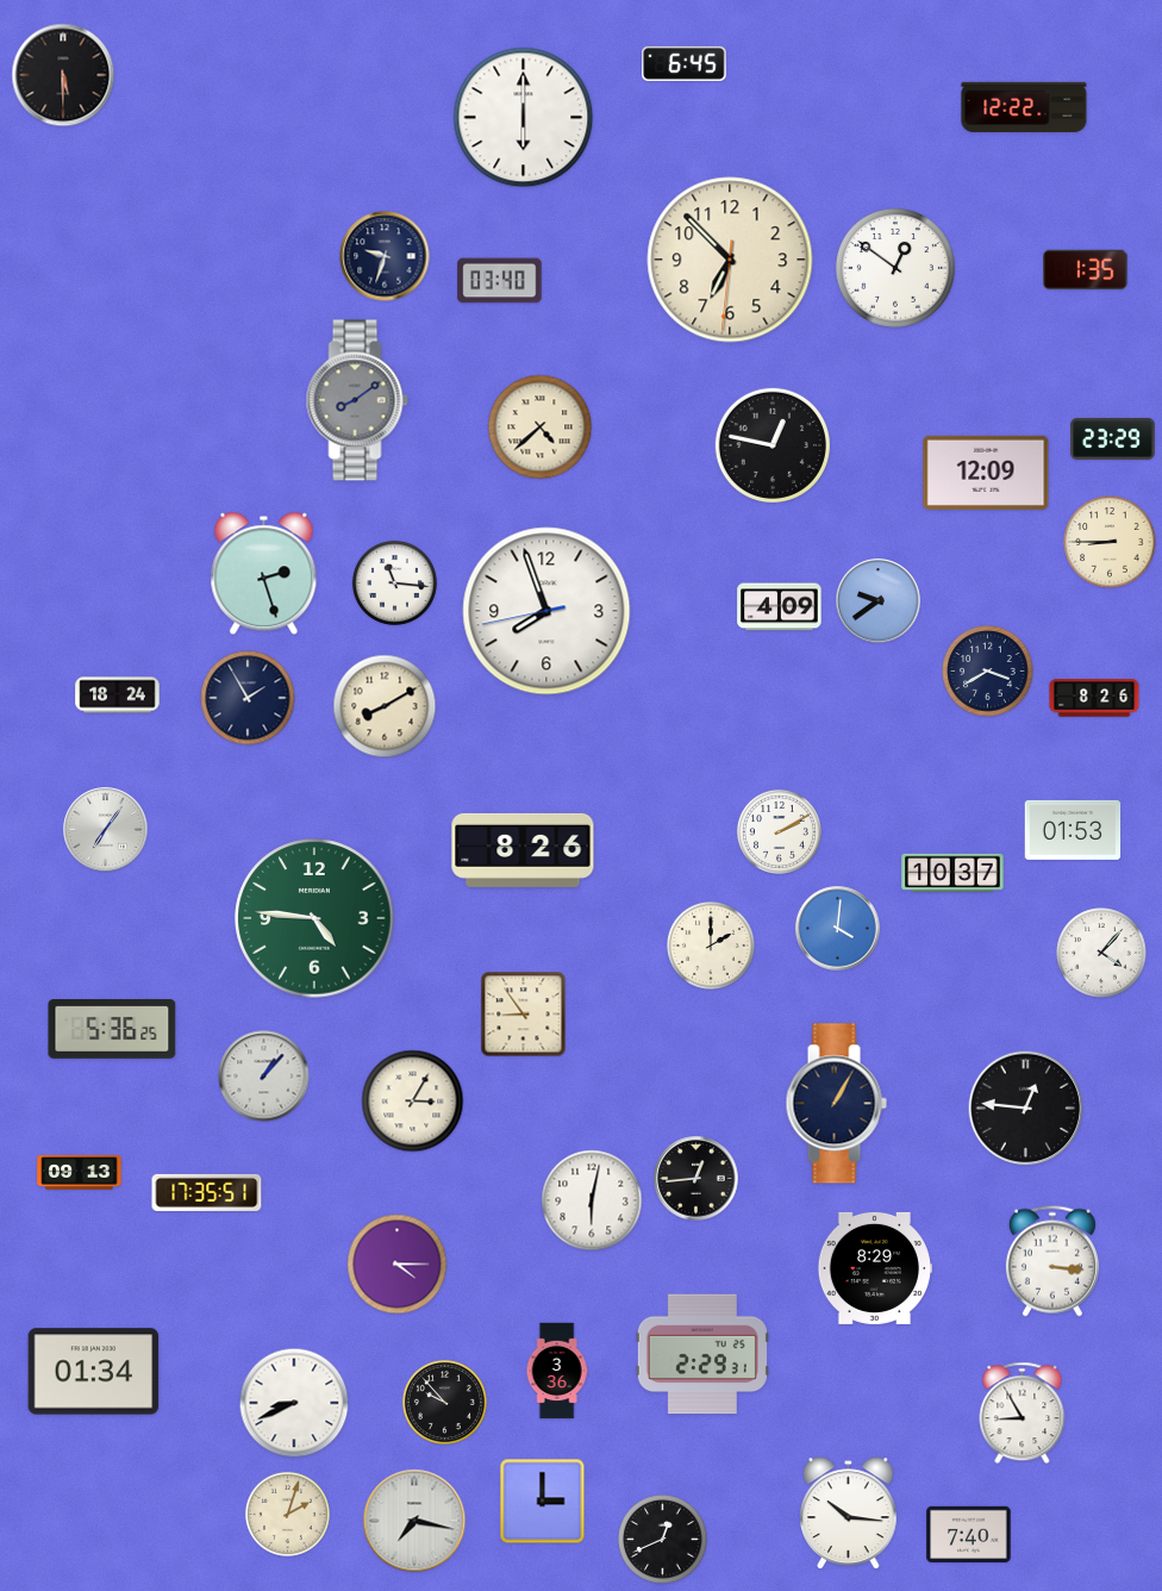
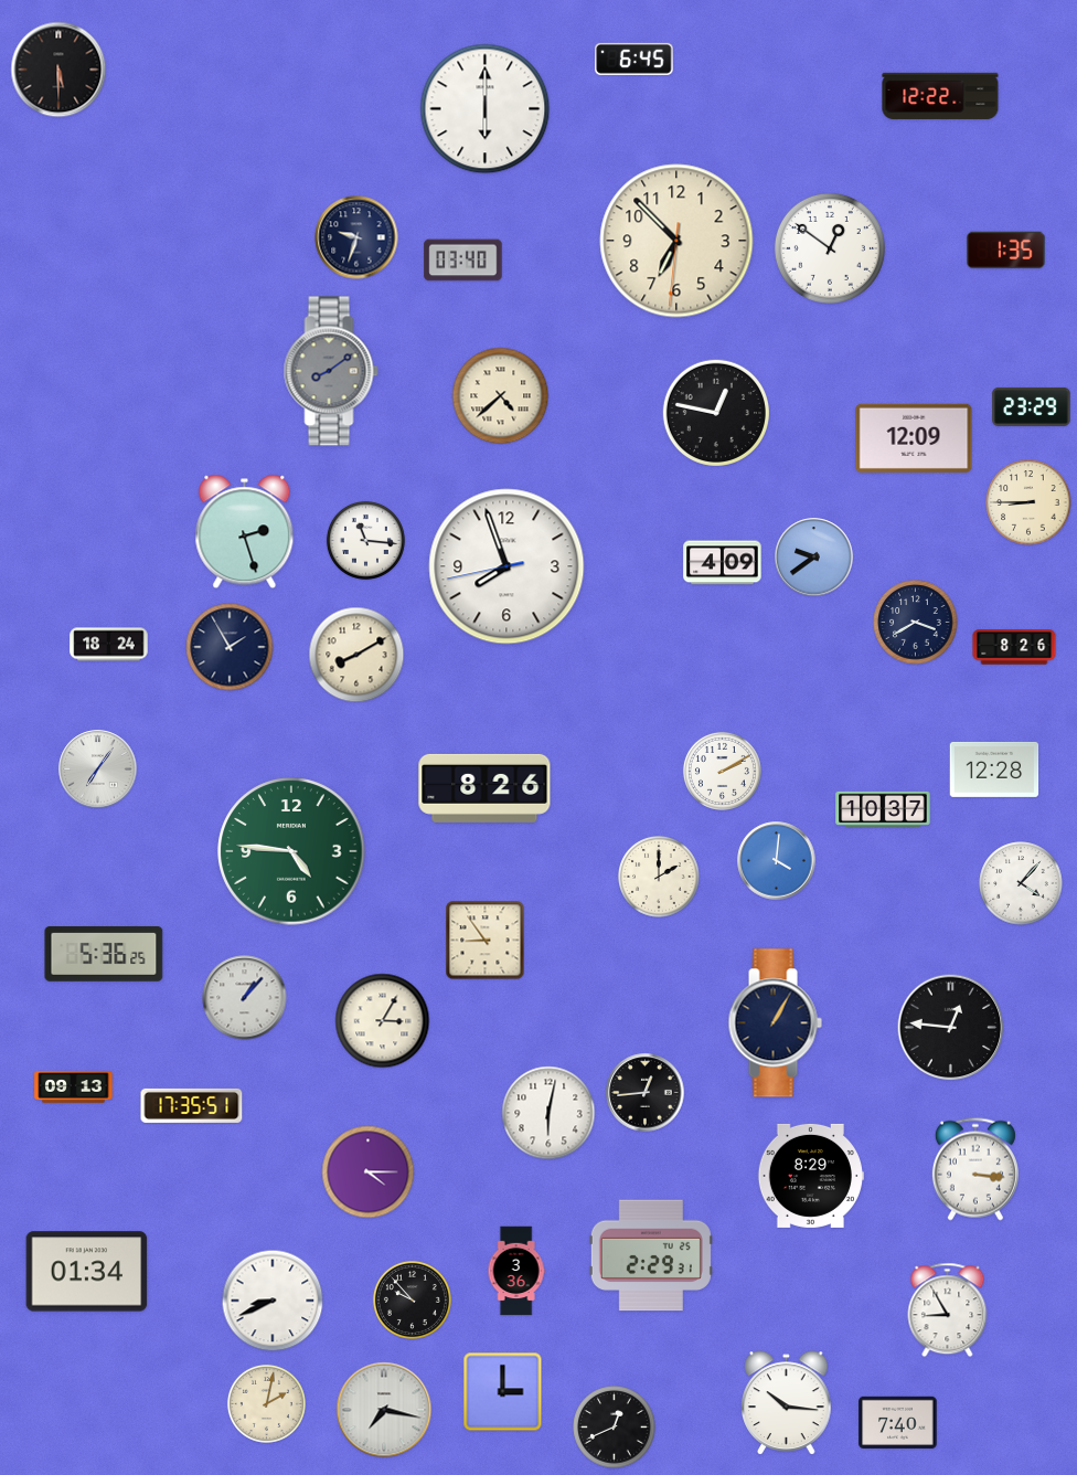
clock at (1024, 107) position: (1024, 107) -> (940, 96)
clock at (1073, 830): 01:53 -> 12:28
clock at (287, 1514): 2:03 -> 2:02
